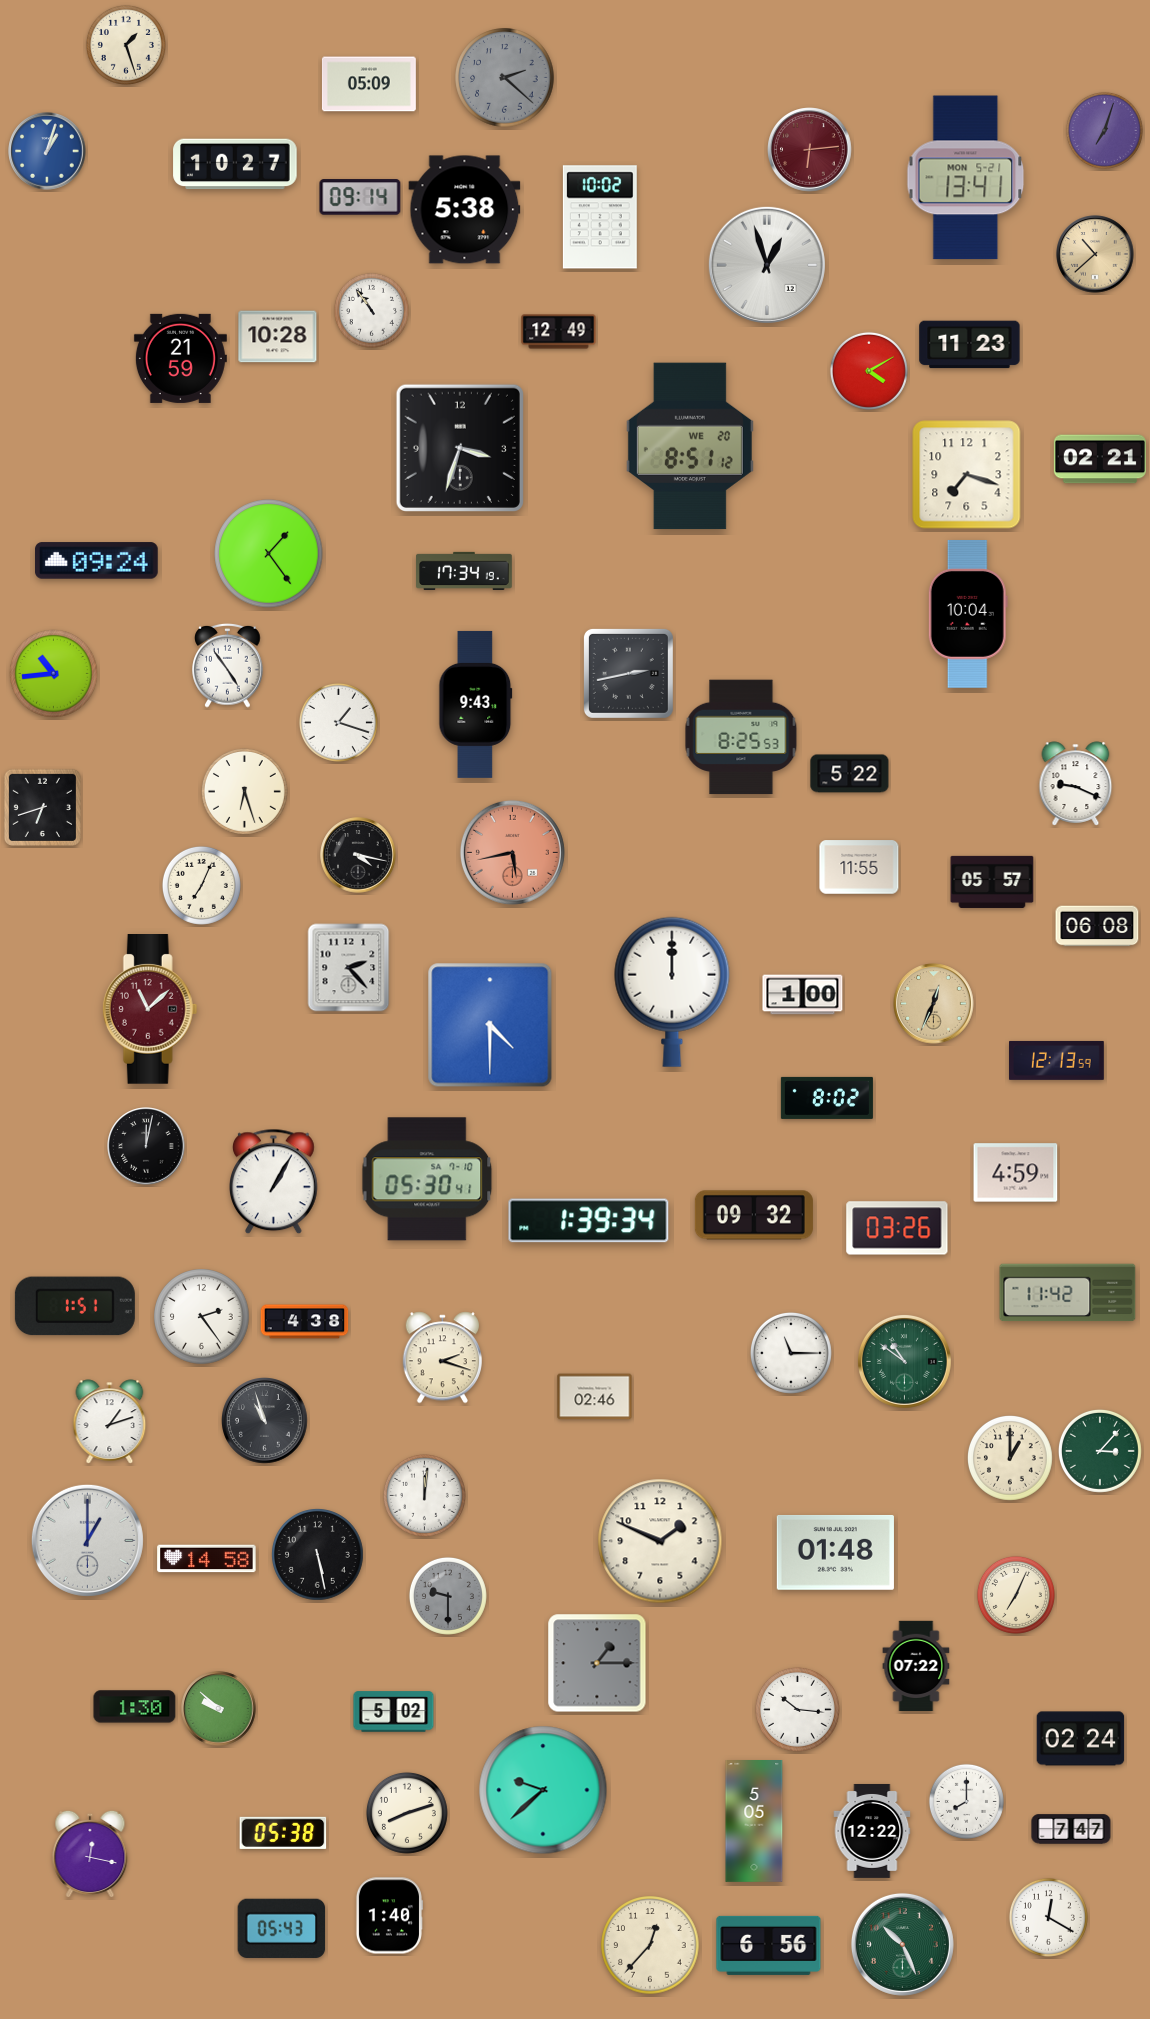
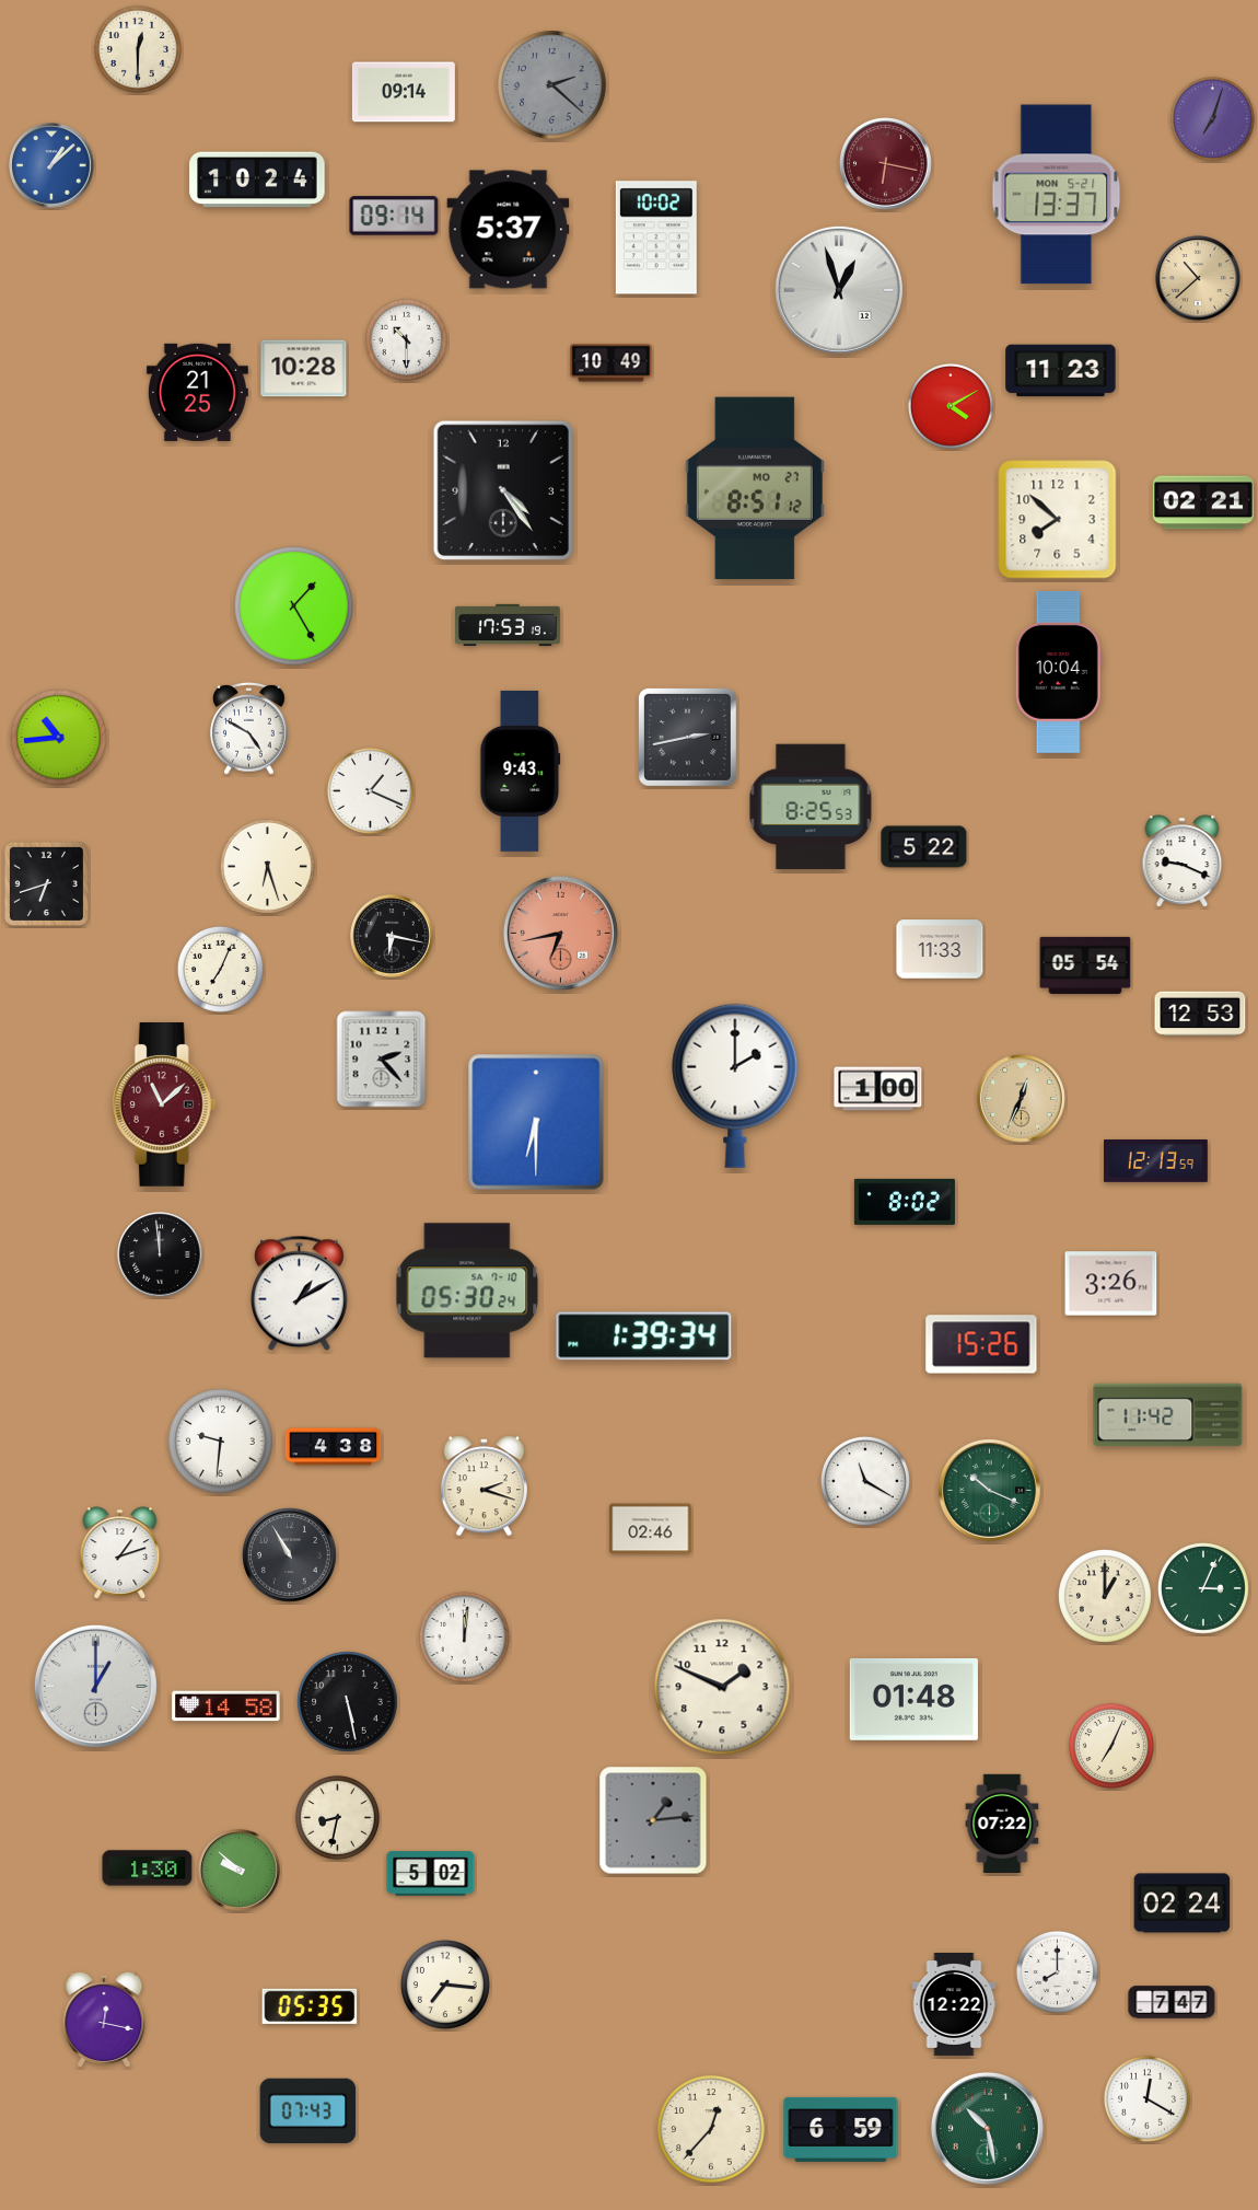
clock at (126, 45): 1:27 -> 12:30
clock at (369, 84): 05:09 -> 09:14
clock at (1104, 130) position: (1104, 130) -> (1212, 118)
clock at (810, 150): 6:14 -> 6:17
clock at (47, 151): 1:03 -> 1:08
clock at (235, 164): 10:27 -> 10:24
clock at (966, 178): 13:41 -> 13:37
clock at (465, 210): 5:38 -> 5:37
clock at (371, 310): 10:54 -> 10:30
clock at (559, 332): 12:49 -> 10:49
clock at (970, 345) position: (970, 345) -> (1061, 371)
clock at (180, 358): 21:59 -> 21:25
clock at (690, 446) date: WE 20 -> MO 27
clock at (460, 448): 3:33 -> 4:24
clock at (967, 475): 7:18 -> 7:52
clock at (269, 554): 1:24 -> 1:25
clock at (97, 561): 09:24 -> none
clock at (464, 571): 17:34 -> 17:53
clock at (228, 666): 4:54 -> 4:50
clock at (338, 722): 1:18 -> 1:19
clock at (850, 774) position: (850, 774) -> (924, 847)
clock at (1076, 784) position: (1076, 784) -> (1183, 861)
clock at (512, 852): 5:43 -> 6:43
clock at (358, 855): 4:17 -> 6:17
clock at (859, 867): 11:55 -> 11:33
clock at (992, 882): 05:57 -> 05:54
clock at (1097, 926): 06:08 -> 12:53
clock at (672, 992): 12:00 -> 2:00
clock at (490, 1025): 4:30 -> 6:30
clock at (146, 1146): 12:02 -> 11:59
clock at (1016, 1173): 4:59 -> 3:26
clock at (427, 1179): 05:30:41 -> 05:30:24
clock at (274, 1182): 1:05 -> 1:10
clock at (754, 1215): 09:32 -> none
clock at (897, 1228): 03:26 -> 15:26
clock at (75, 1306): 1:51 -> none
clock at (202, 1317): 2:24 -> 9:31
clock at (791, 1353): 11:15 -> 11:20
clock at (904, 1361): 10:51 -> 10:19
clock at (265, 1421): 10:57 -> 10:55
clock at (110, 1422) position: (110, 1422) -> (120, 1553)
clock at (1100, 1451): 3:07 -> 3:04
clock at (448, 1596): 9:30 -> none
clock at (337, 1817): none -> 8:32
clock at (597, 1663): 1:15 -> 1:14
clock at (797, 1709): 10:16 -> none
clock at (543, 1790): 9:38 -> none
clock at (407, 1813): 8:12 -> 7:16
clock at (754, 1822): 5:05 -> none
clock at (283, 1833): 05:38 -> 05:35
clock at (90, 1854) position: (90, 1854) -> (104, 2020)
clock at (389, 1916): 1:40 -> none
clock at (282, 1928): 05:43 -> 07:43
clock at (902, 1944): 10:26 -> 10:28
clock at (769, 1945): 6:56 -> 6:59
